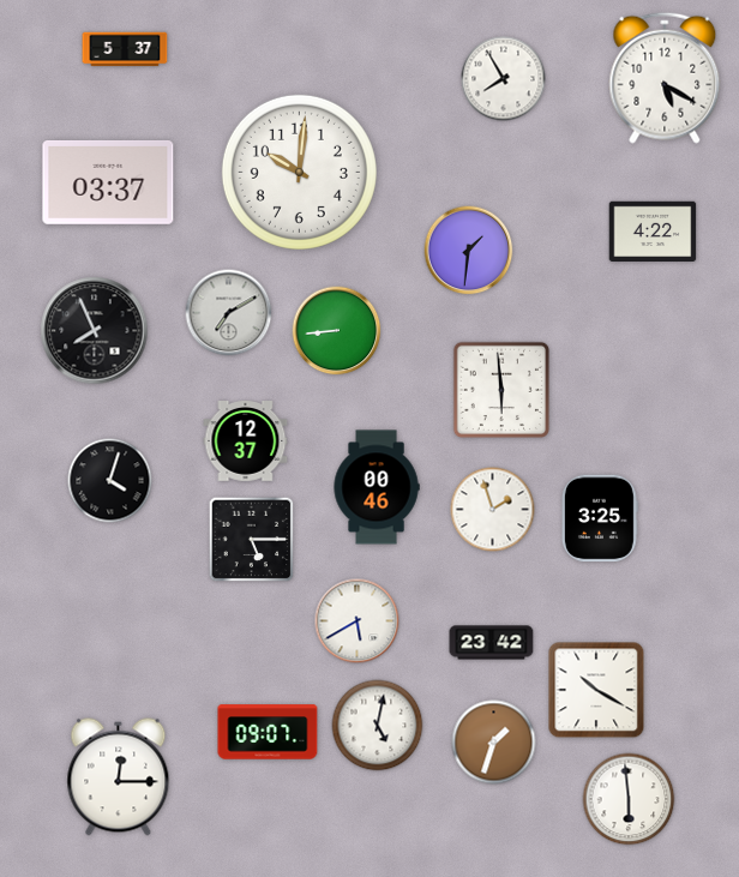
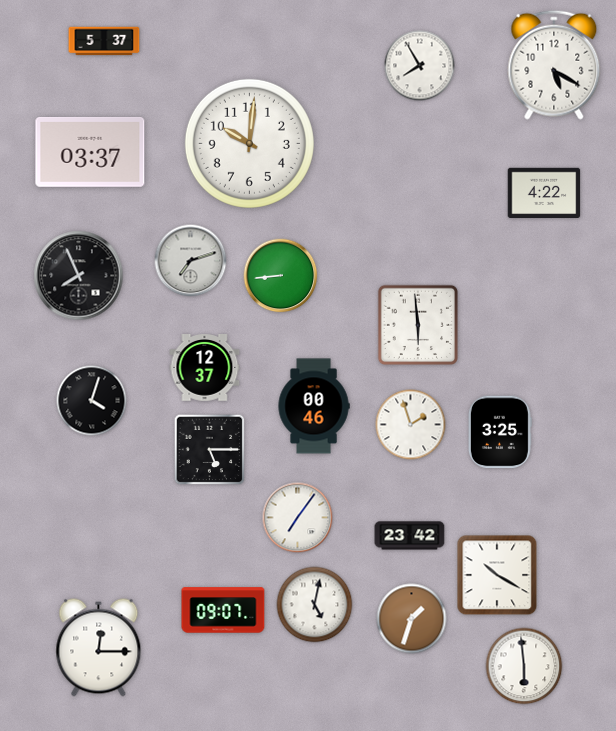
clock at (469, 251): 1:31 -> none
clock at (229, 313): 7:10 -> 7:12
clock at (358, 621): 5:40 -> 7:06
